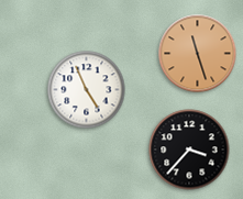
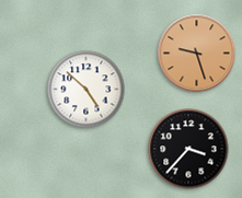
clock at (198, 54): 11:27 -> 9:27
clock at (87, 90): 4:56 -> 4:52
